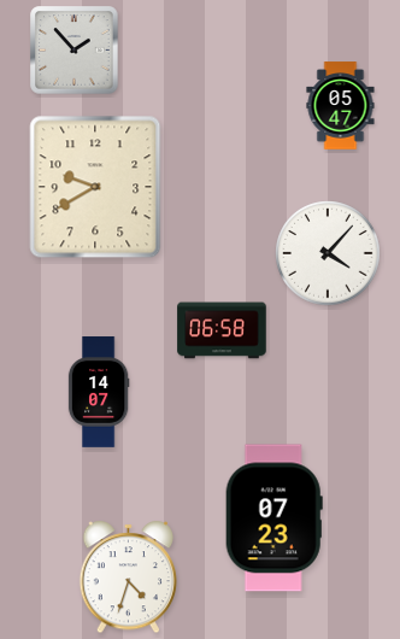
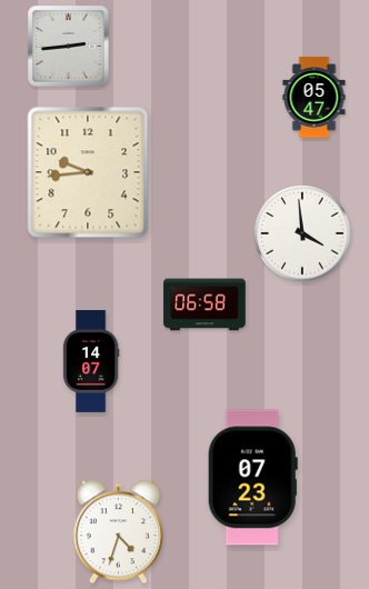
clock at (75, 51): 1:53 -> 2:44
clock at (95, 187): 9:40 -> 9:44
clock at (328, 253): 4:07 -> 3:59
